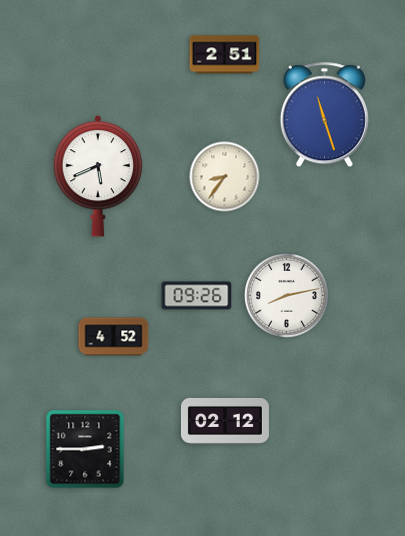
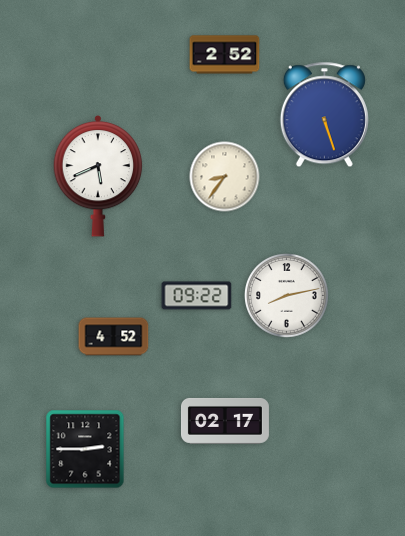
clock at (225, 55): 2:51 -> 2:52
clock at (324, 115): 11:27 -> 5:27
clock at (197, 296): 09:26 -> 09:22
clock at (225, 421): 02:12 -> 02:17
